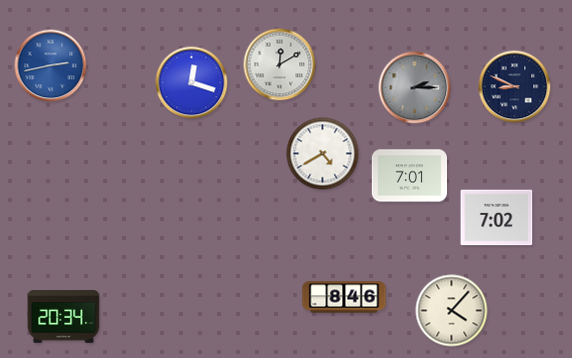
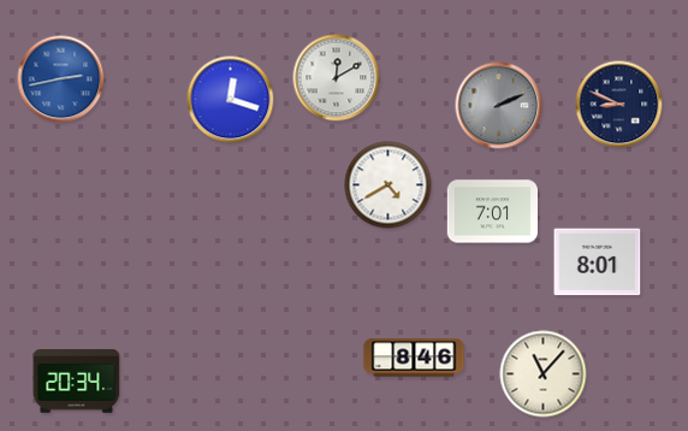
clock at (415, 88): 2:15 -> 2:11
clock at (497, 218): 7:02 -> 8:01
clock at (452, 311): 4:07 -> 11:07
